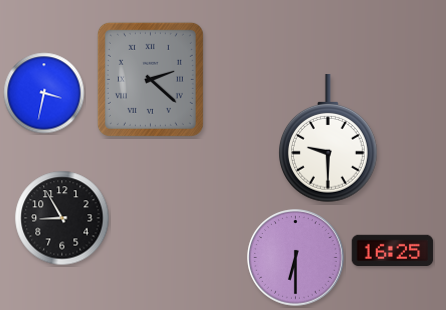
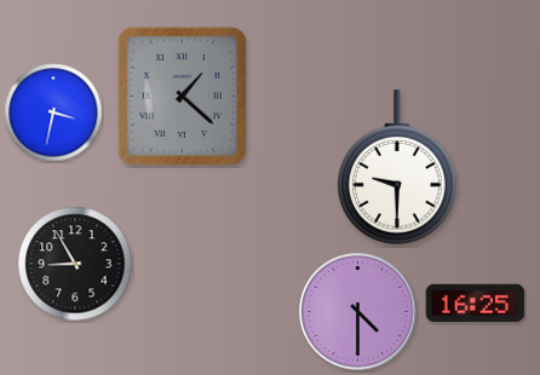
clock at (150, 79): 2:22 -> 1:22
clock at (296, 258): 6:30 -> 4:30
